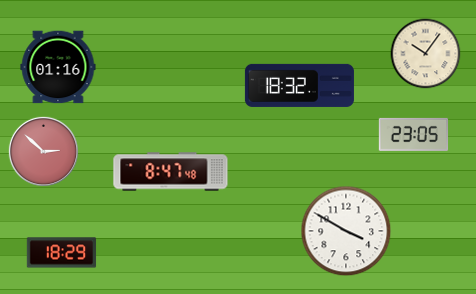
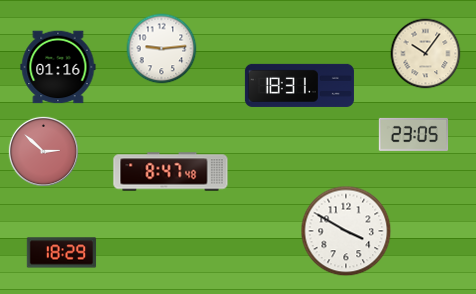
clock at (162, 49): none -> 9:14
clock at (299, 85): 18:32 -> 18:31
